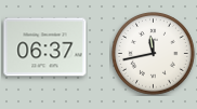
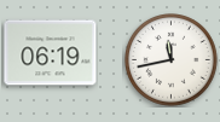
clock at (45, 47): 06:37 -> 06:19
